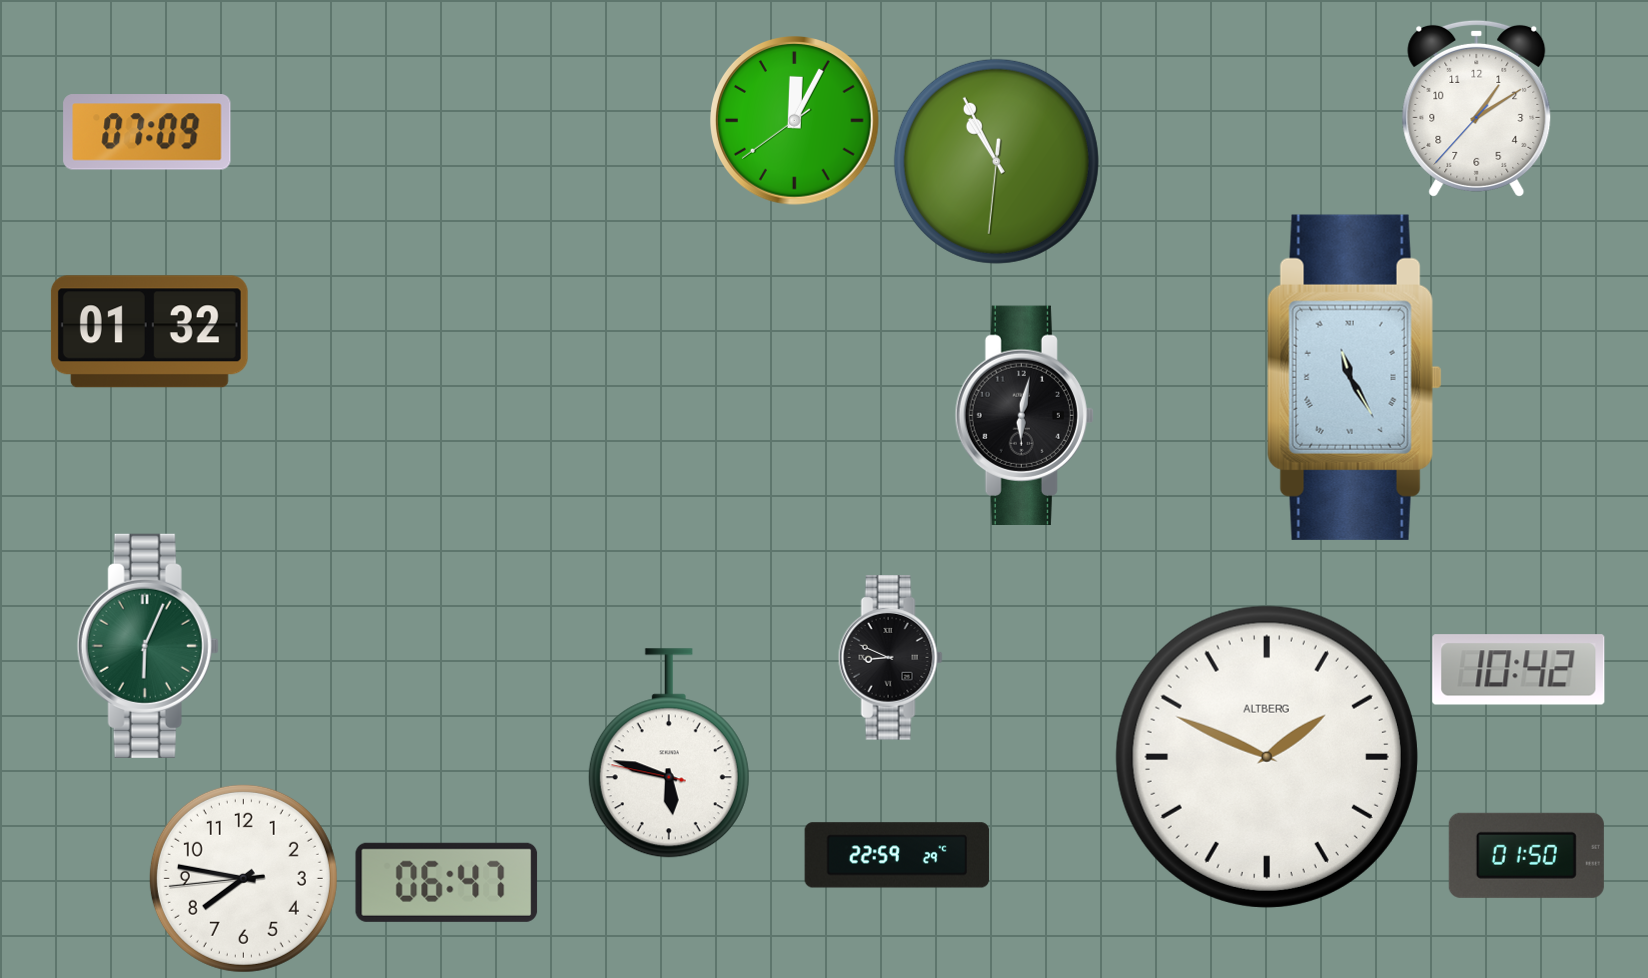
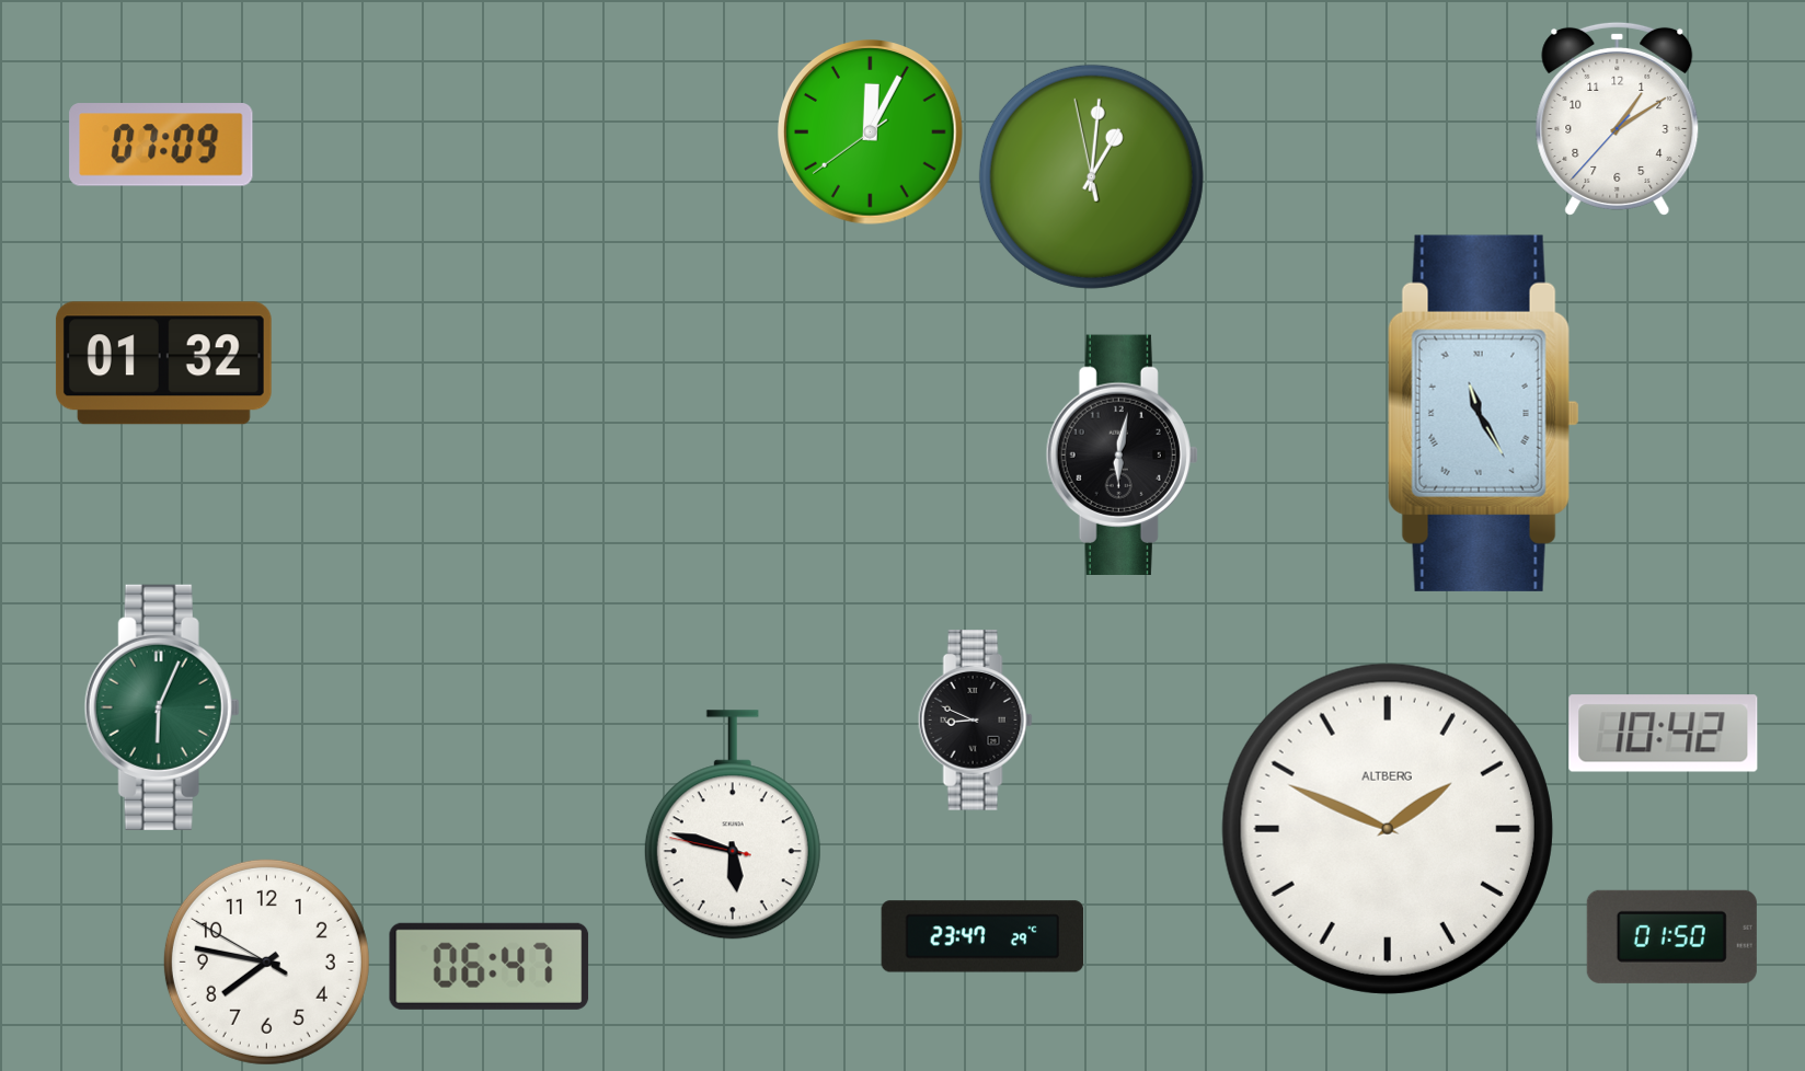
clock at (996, 161): 10:55 -> 1:00
clock at (897, 855): 22:59 -> 23:47
clock at (243, 878): 7:46:44 -> 7:46:50
